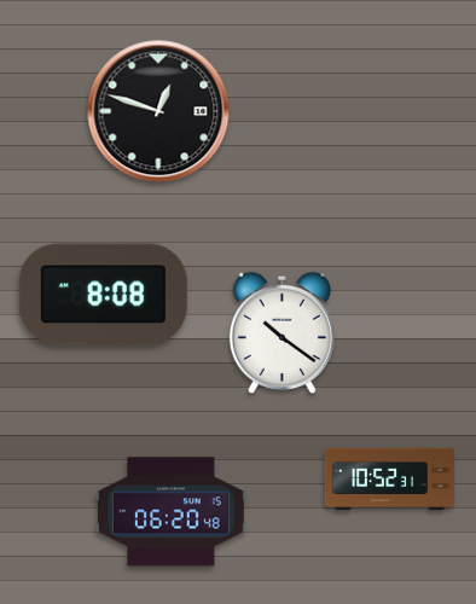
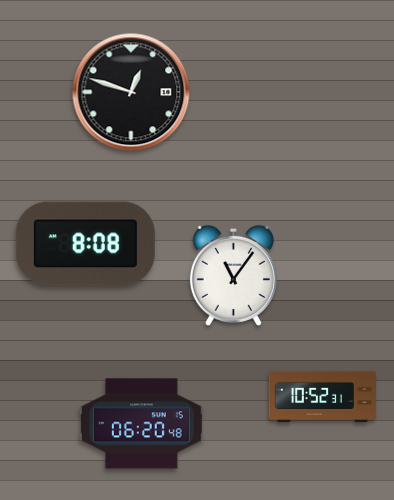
clock at (281, 332): 10:21 -> 11:06
